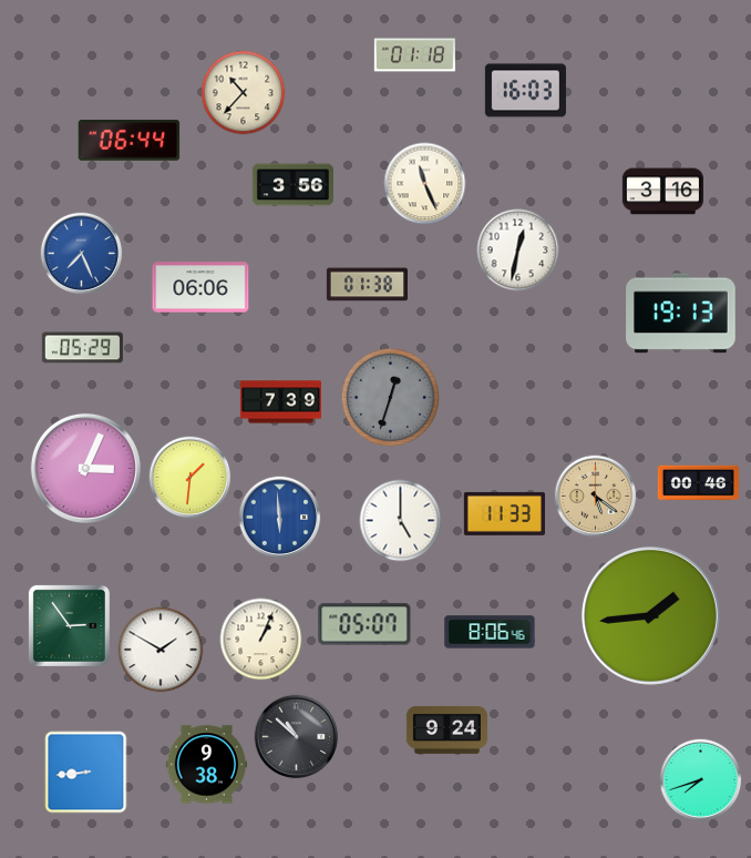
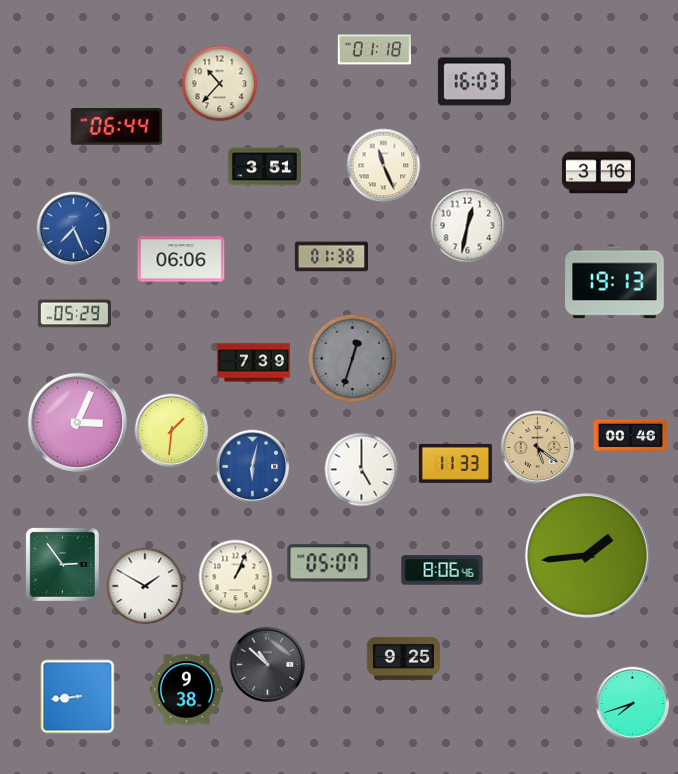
clock at (292, 185): 3:56 -> 3:51
clock at (280, 518): 5:59 -> 6:02
clock at (446, 729): 9:24 -> 9:25
